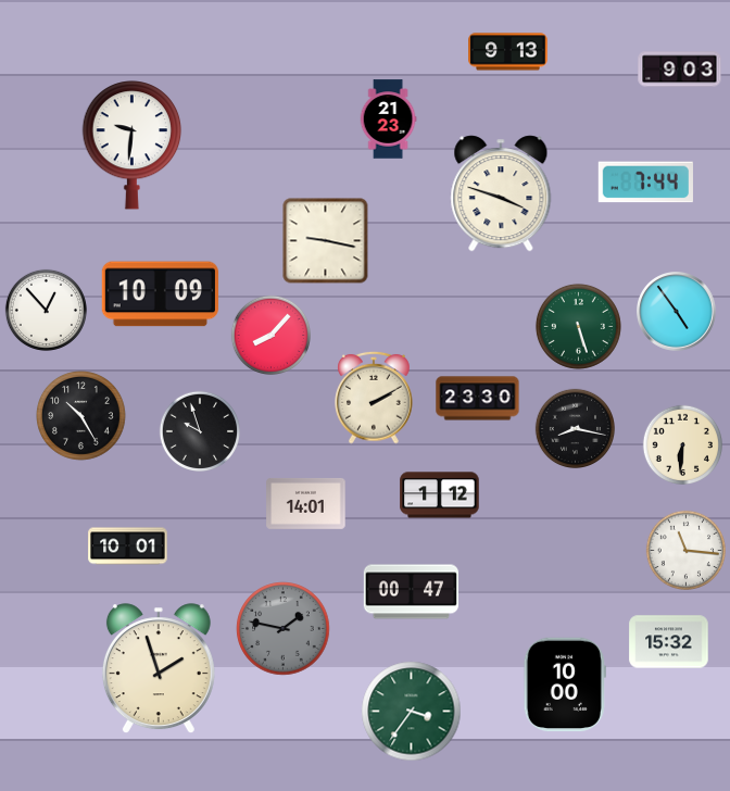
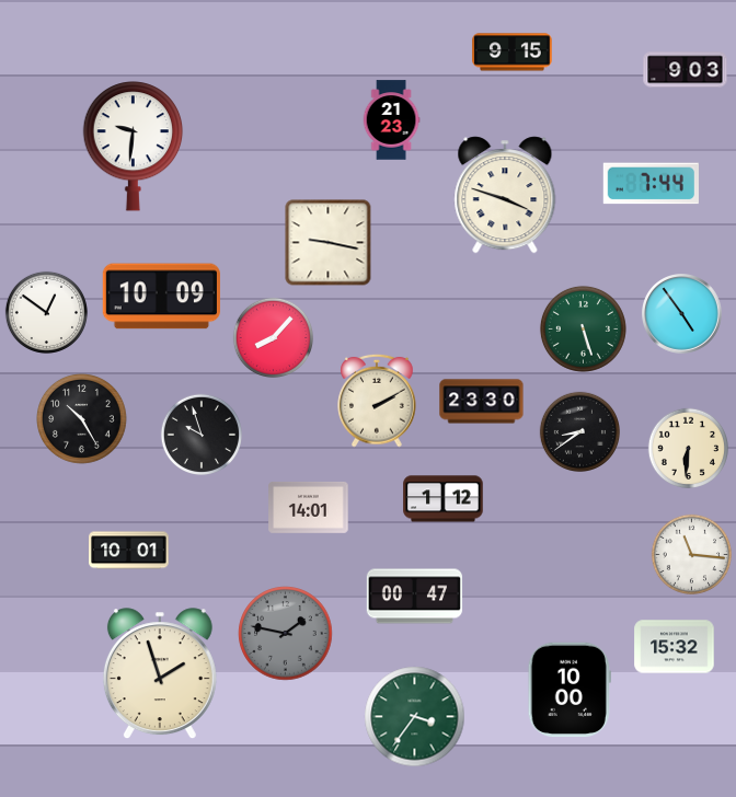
clock at (508, 52): 9:13 -> 9:15
clock at (46, 310): 12:53 -> 12:51
clock at (575, 428): 8:17 -> 8:39
